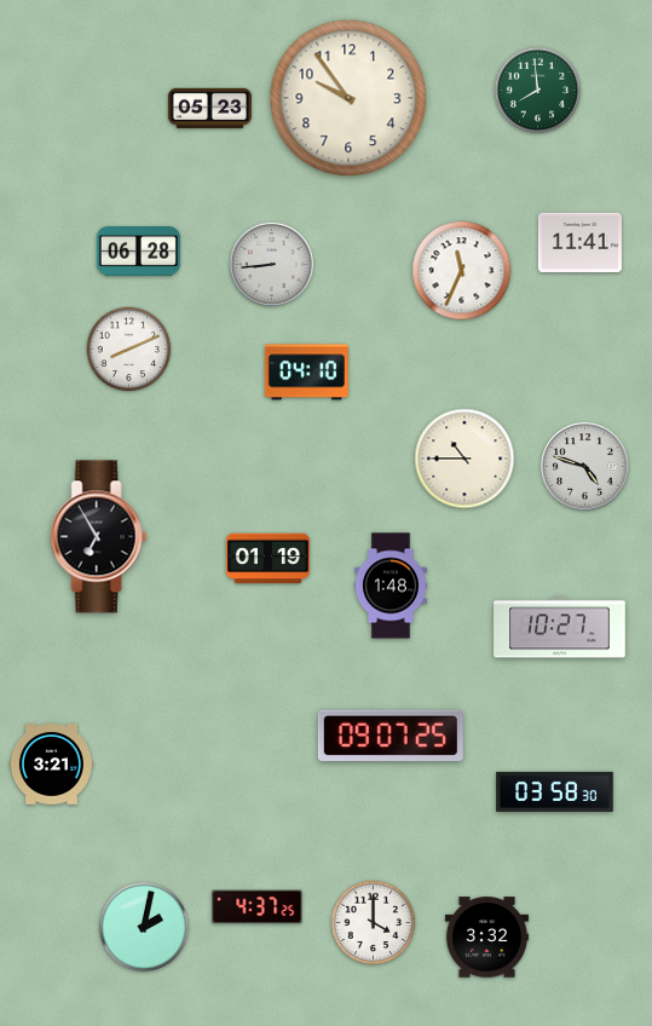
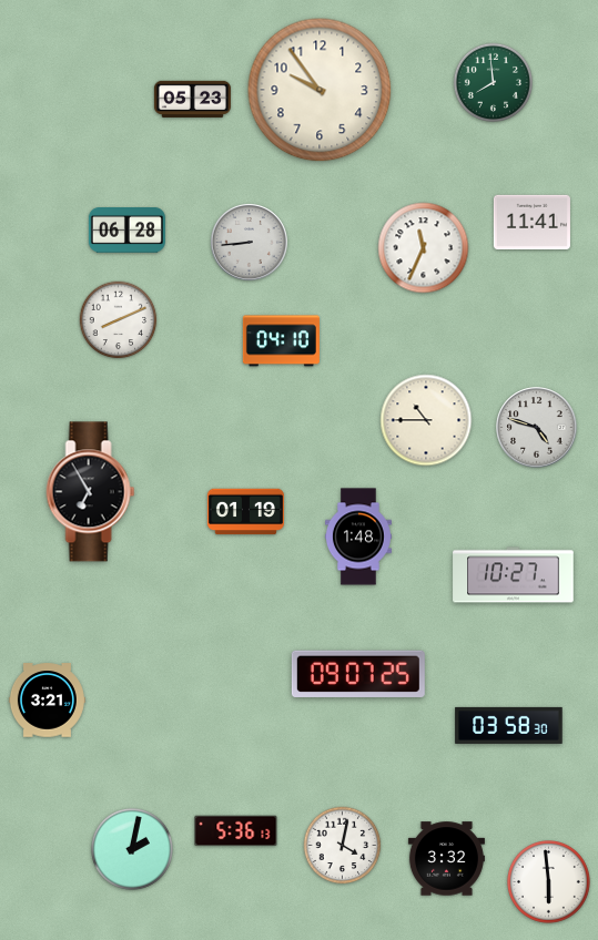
clock at (258, 907): 4:37 -> 5:36
clock at (374, 923): 4:00 -> 4:02
clock at (549, 882): none -> 5:59
